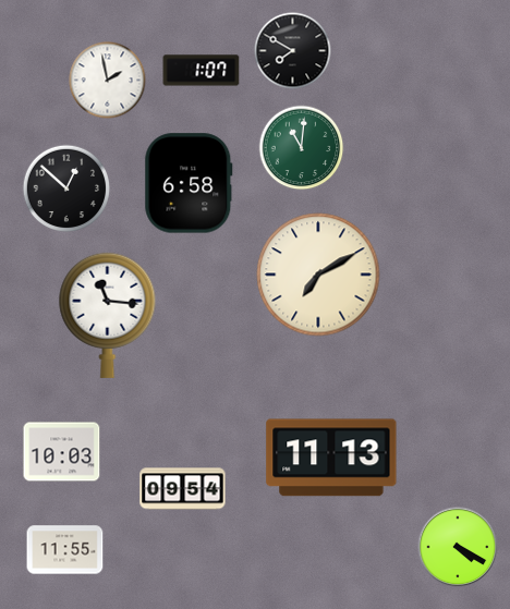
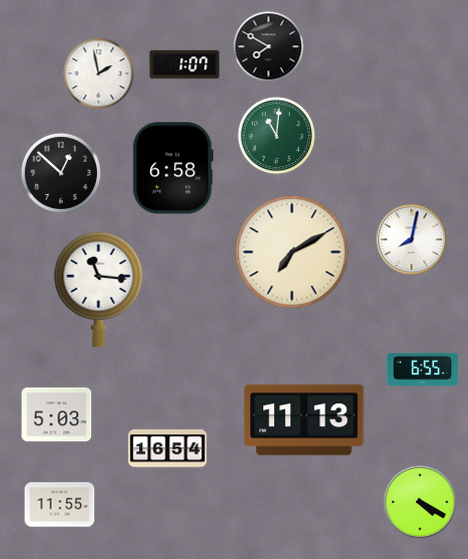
clock at (412, 240): none -> 8:02
clock at (423, 369): none -> 6:55
clock at (62, 452): 10:03 -> 5:03
clock at (183, 489): 09:54 -> 16:54
